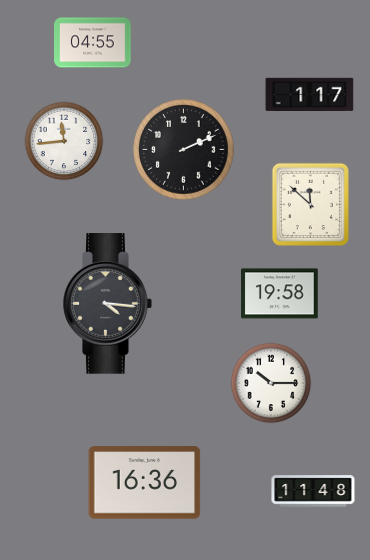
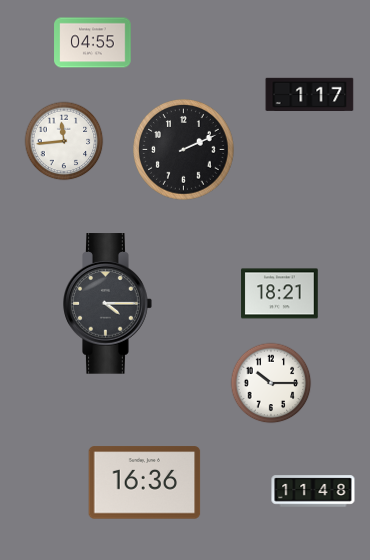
clock at (310, 204): 11:52 -> none
clock at (280, 294): 19:58 -> 18:21
clock at (108, 304): 4:16 -> 4:15
